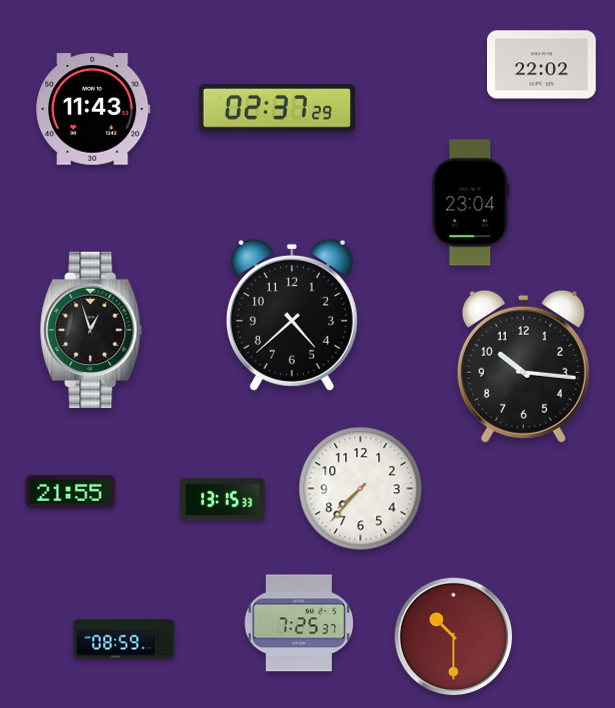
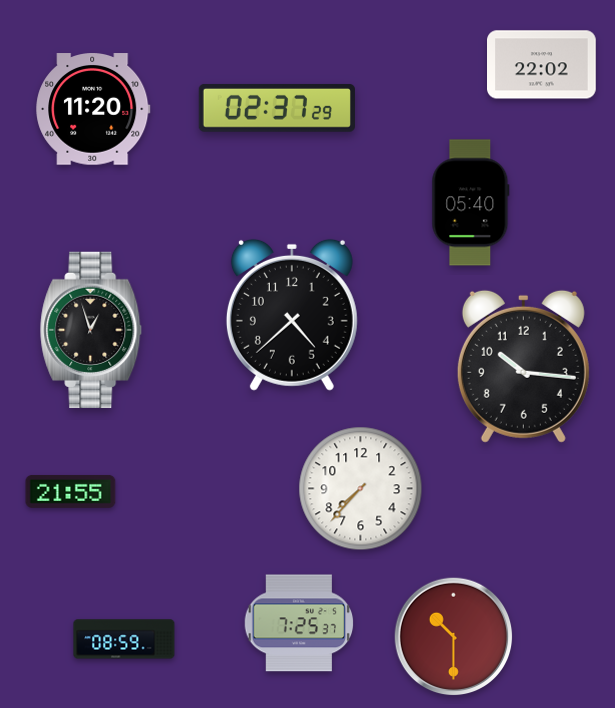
clock at (93, 109): 11:43 -> 11:20
clock at (471, 203): 23:04 -> 05:40
clock at (223, 500): 13:15 -> none
